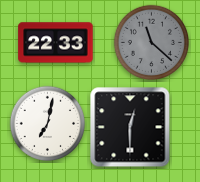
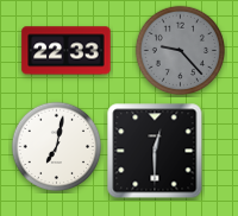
clock at (152, 43): 11:22 -> 9:23
